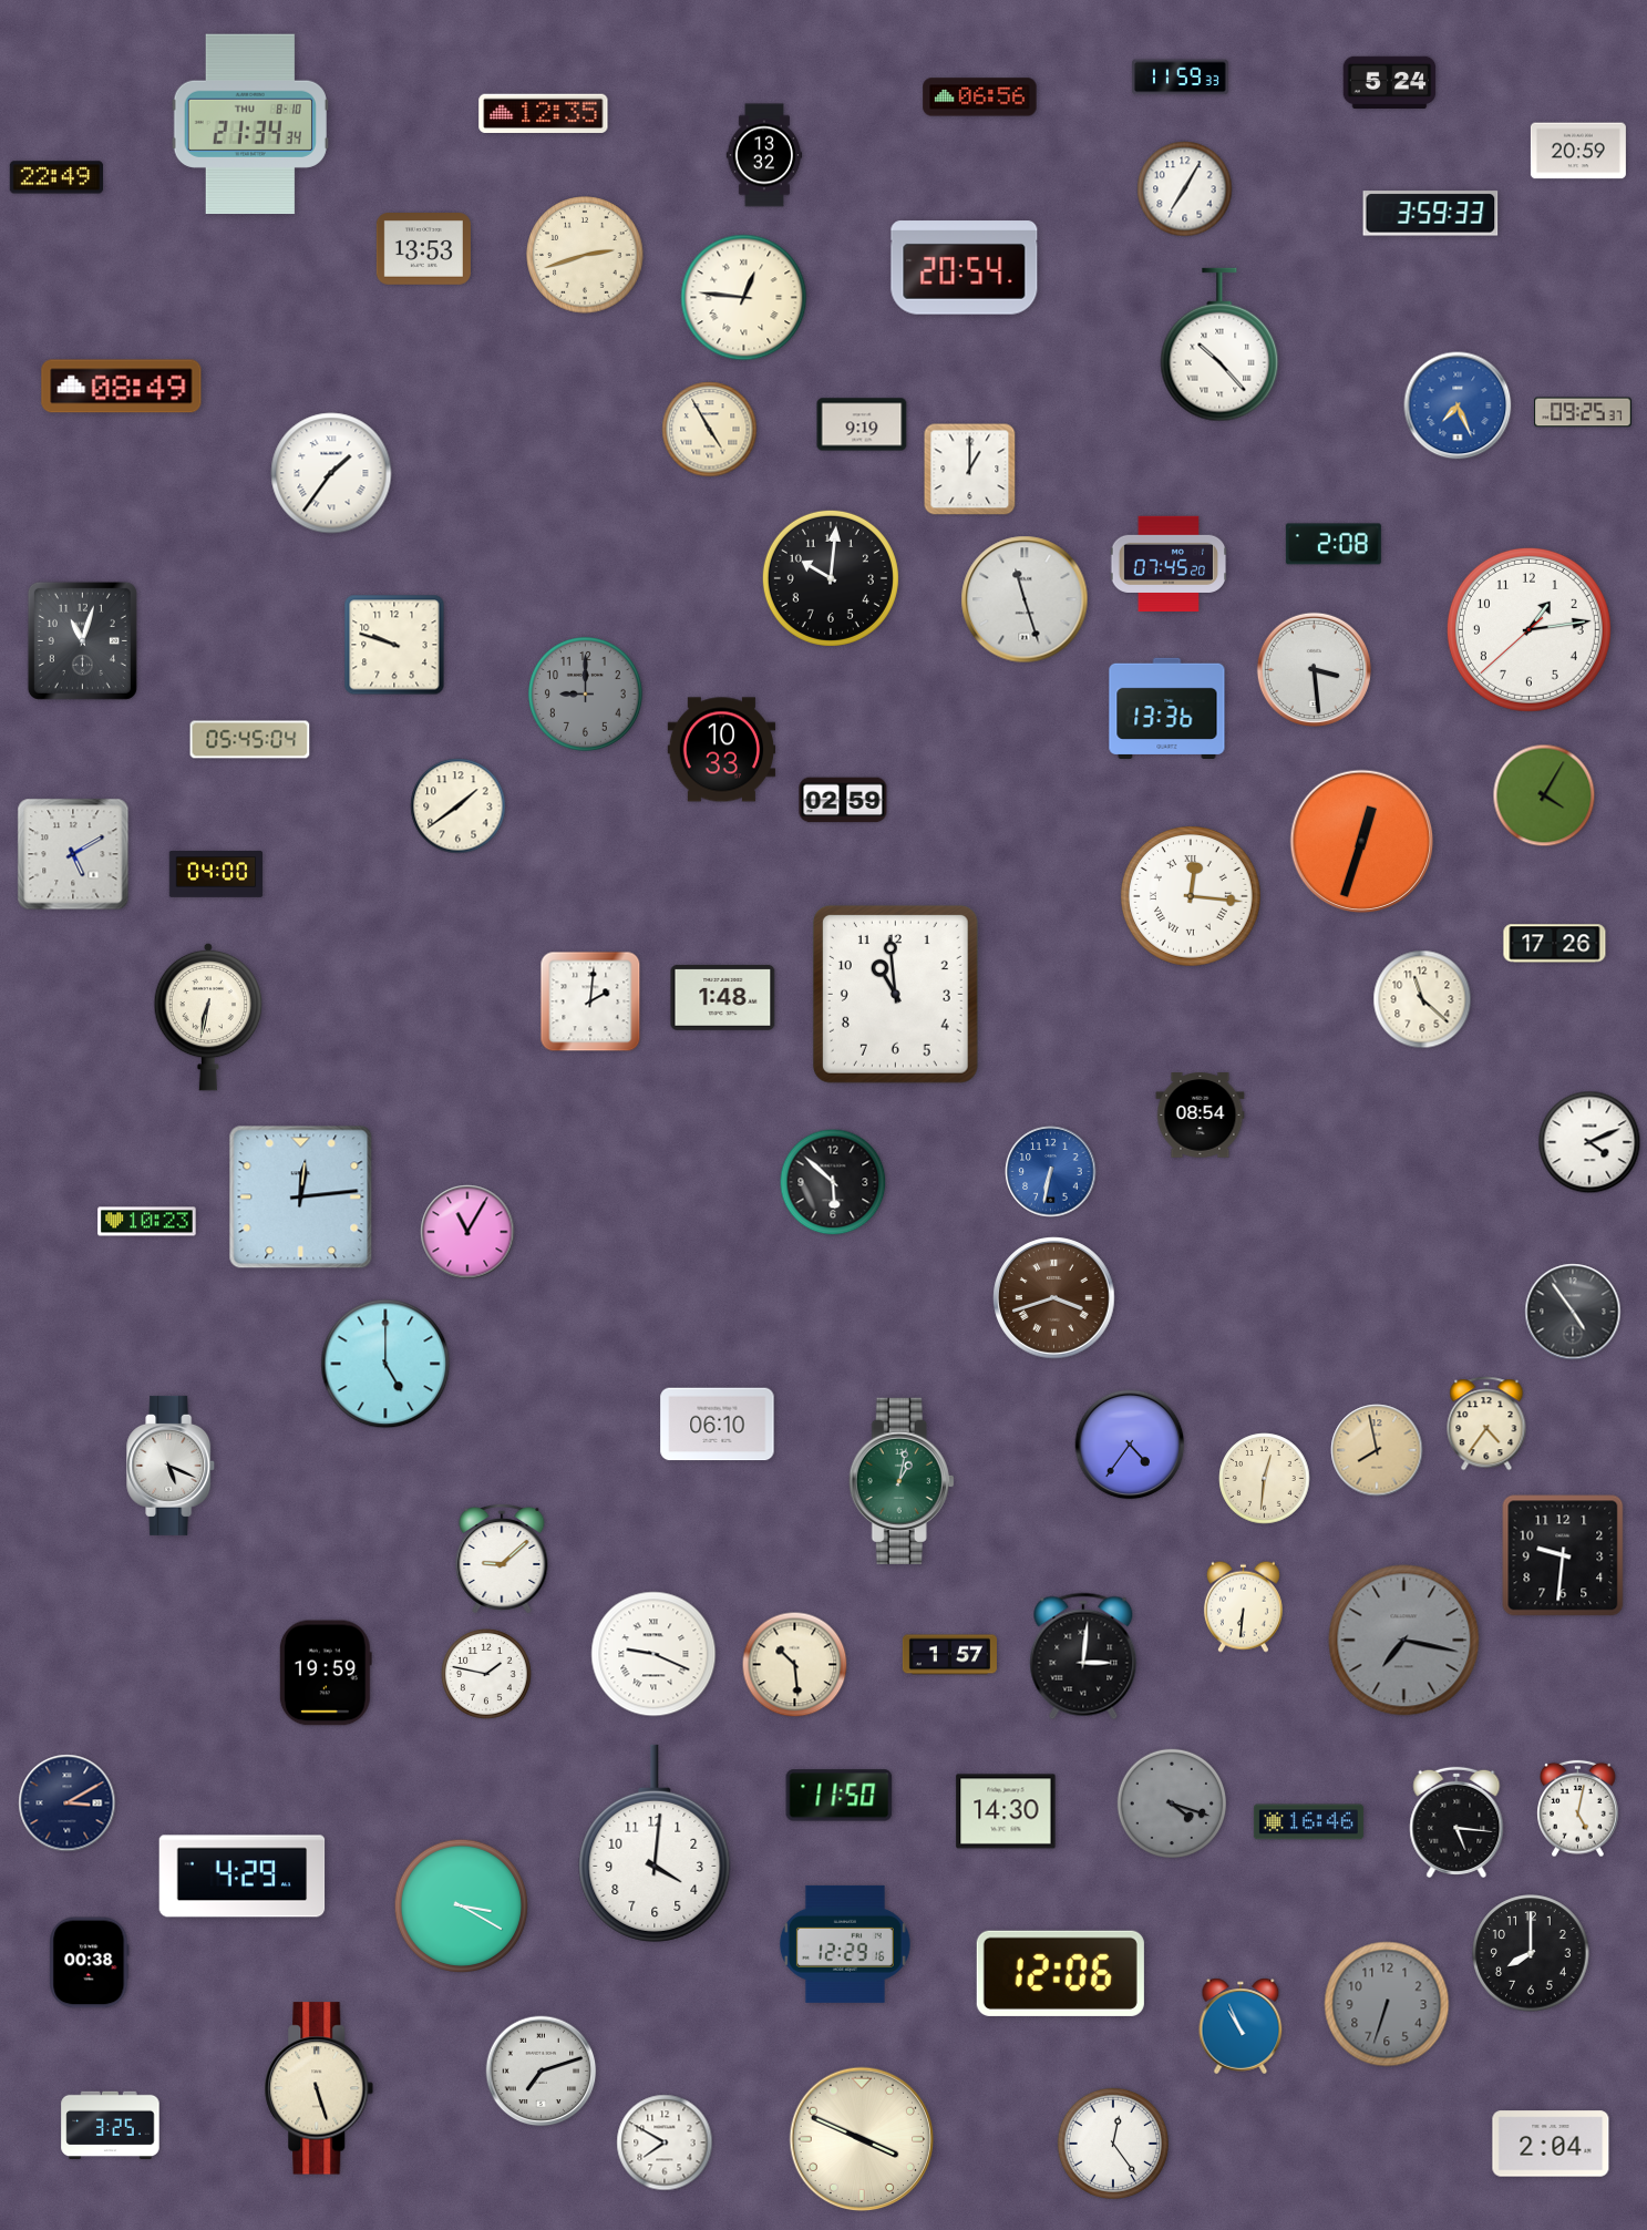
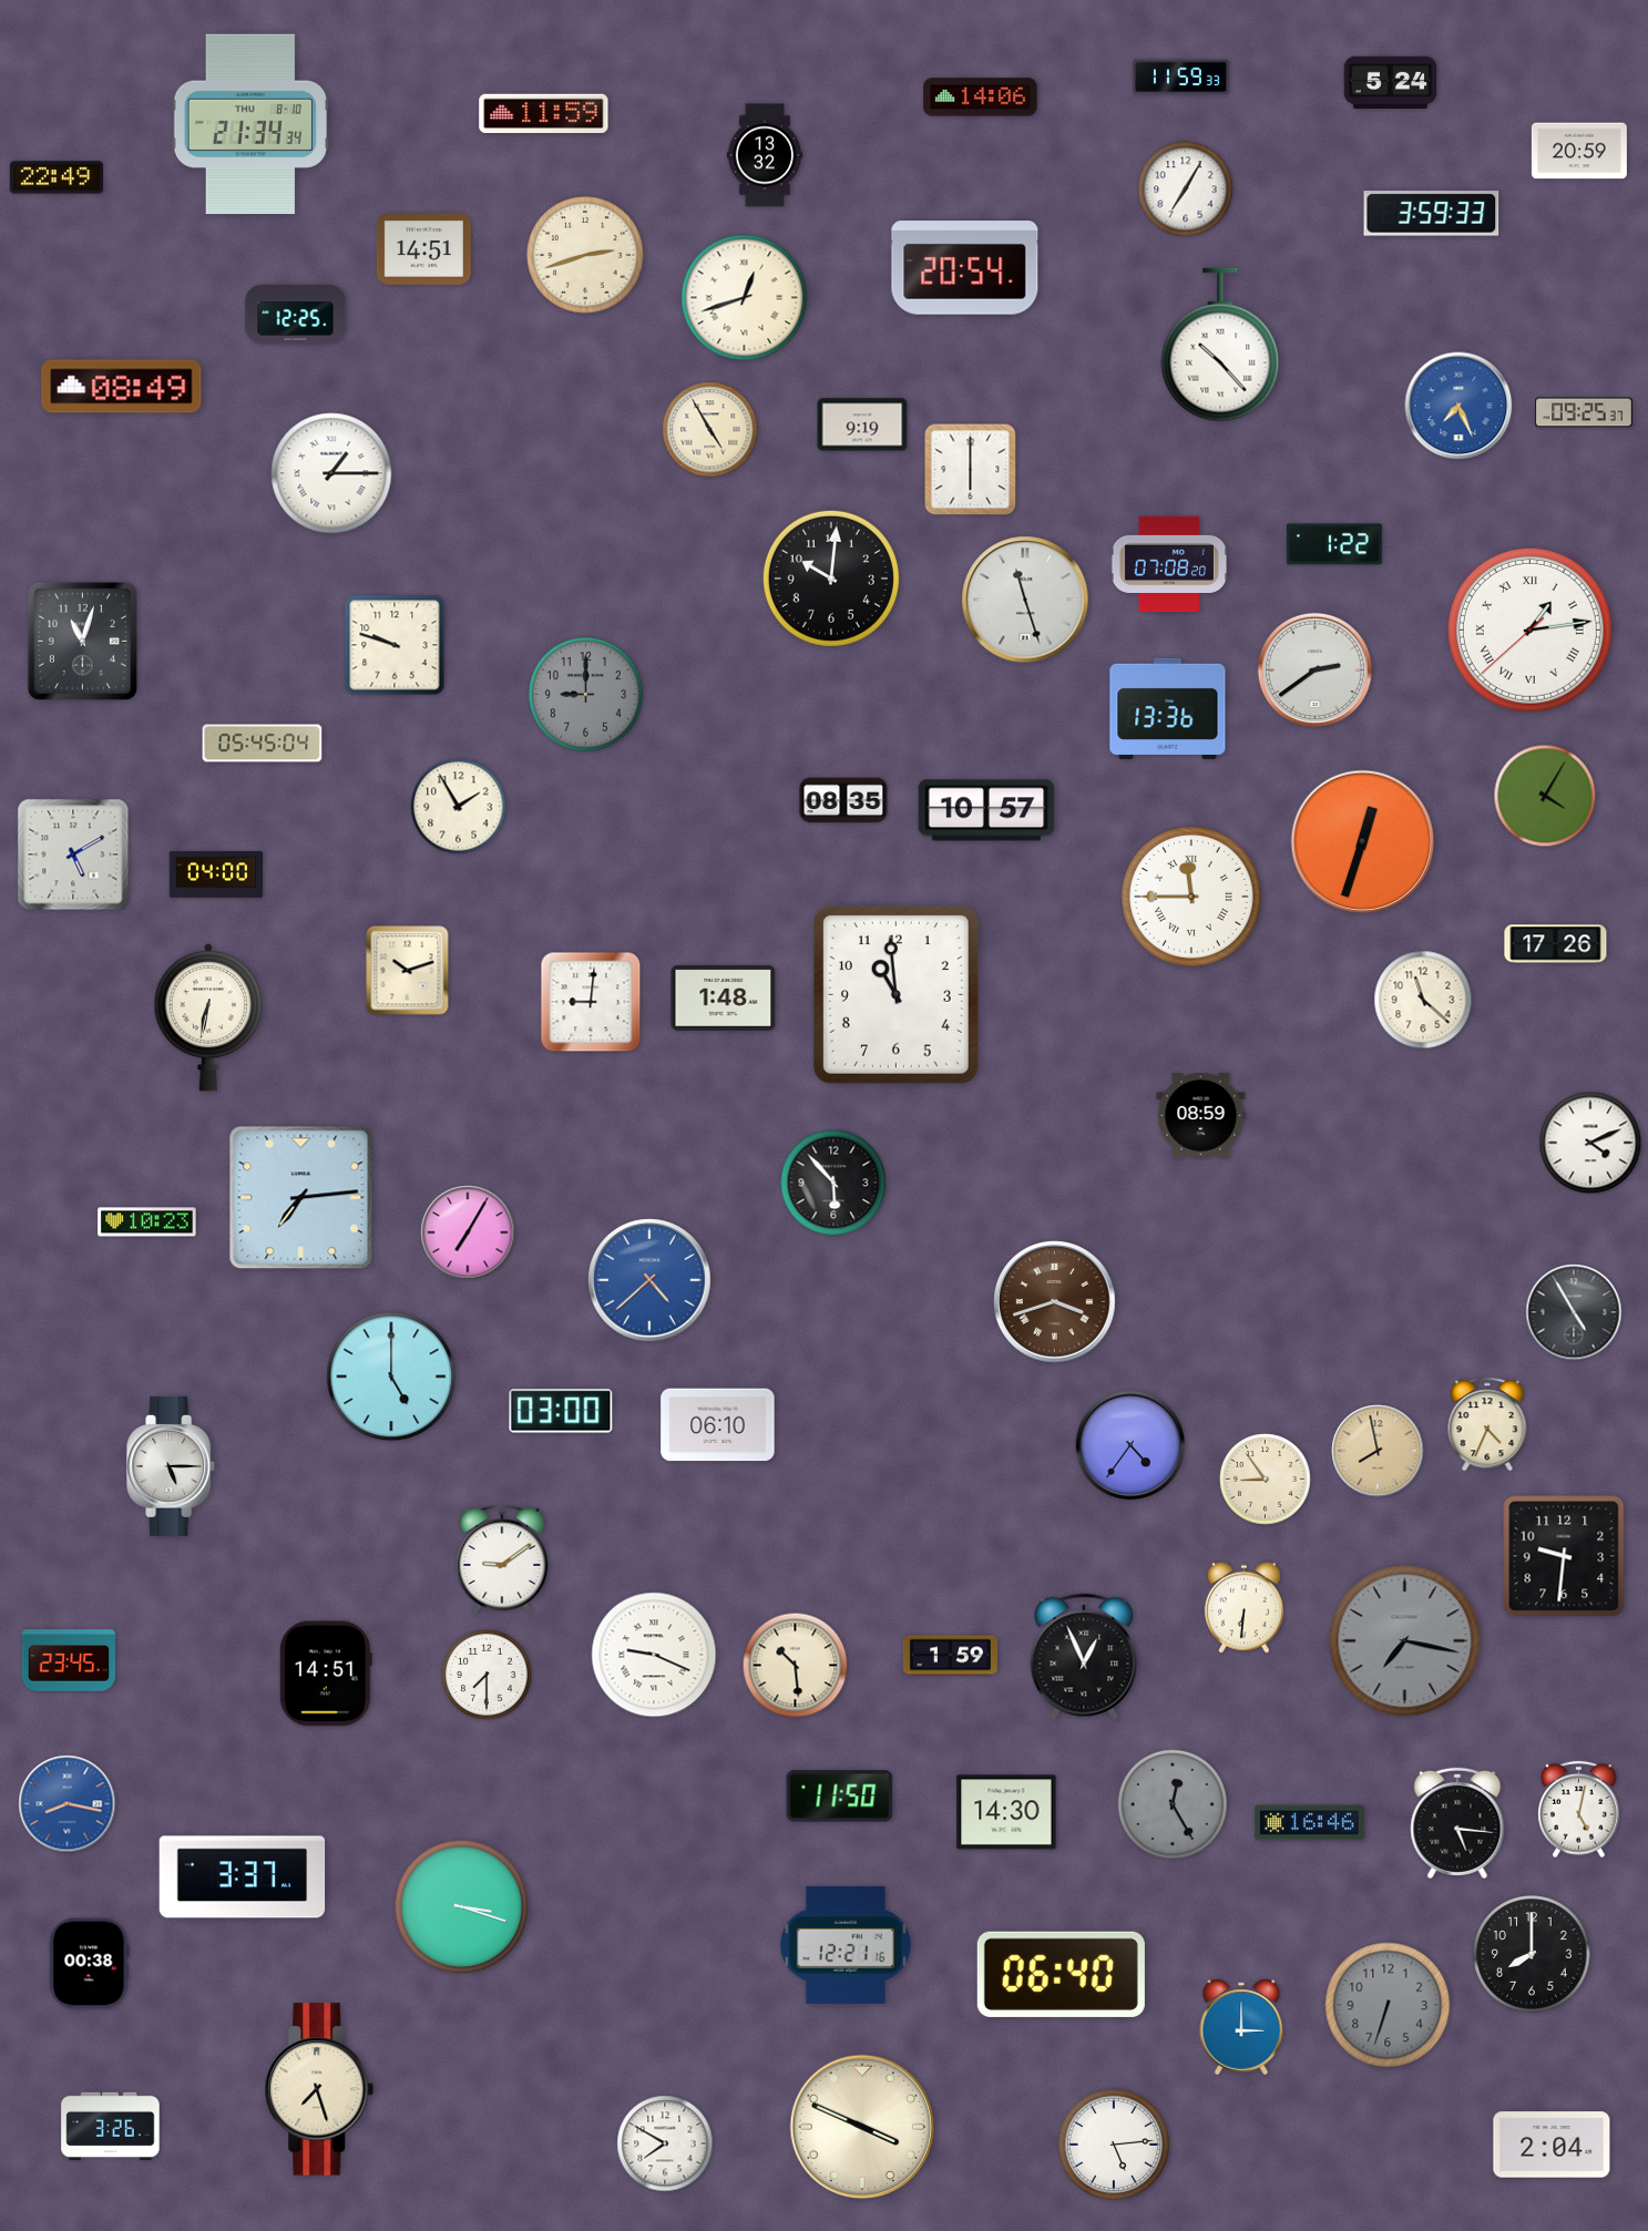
clock at (980, 97): 06:56 -> 14:06
clock at (544, 114): 12:35 -> 11:59
clock at (423, 249): 13:53 -> 14:51
clock at (744, 298): 12:46 -> 12:42
clock at (296, 315): none -> 12:25
clock at (970, 470): 1:00 -> 6:00
clock at (331, 473): 1:36 -> 1:15
clock at (1334, 544): 2:08 -> 1:22
clock at (1169, 564): 07:45 -> 07:08
clock at (1528, 629) numerals: Arabic -> Roman
clock at (1314, 669): 3:29 -> 2:39
clock at (250, 740) position: (250, 740) -> (263, 744)
clock at (722, 750): 10:33 -> none
clock at (843, 800): 02:59 -> 08:35
clock at (459, 806): 1:39 -> 1:55
clock at (986, 810): none -> 10:57
clock at (1192, 897): 12:16 -> 11:45
clock at (408, 971): none -> 10:12
clock at (590, 1001): 2:01 -> 9:01
clock at (1201, 1116): 08:54 -> 08:59
clock at (1051, 1172): 6:32 -> none
clock at (833, 1182): 5:52 -> 5:53
clock at (301, 1198): 12:14 -> 7:14
clock at (467, 1232): 11:05 -> 7:05
clock at (649, 1280): none -> 4:38
clock at (1054, 1298) position: (1054, 1298) -> (1055, 1302)
clock at (1573, 1312): 4:54 -> 4:55
clock at (385, 1364) position: (385, 1364) -> (391, 1377)
clock at (561, 1411): none -> 03:00
clock at (1486, 1424): 4:36 -> 4:34
clock at (172, 1466): 5:19 -> 5:15
clock at (1265, 1479): 12:31 -> 8:54
clock at (902, 1481): 1:02 -> none
clock at (502, 1559): 9:08 -> 9:09
clock at (949, 1655): 1:57 -> 1:59
clock at (1083, 1656): 3:01 -> 12:56
clock at (69, 1660): none -> 23:45
clock at (326, 1673): 19:59 -> 14:51
clock at (486, 1674): 1:47 -> 7:30
clock at (1171, 1802): 4:18 -> 12:25
clock at (68, 1803): 3:10 -> 8:17
clock at (68, 1803) dial: navy -> blue
clock at (655, 1843): 4:01 -> none
clock at (243, 1877): 4:29 -> 3:37
clock at (462, 1907): 3:20 -> 3:18
clock at (845, 1944): 12:29 -> 12:21
clock at (1060, 1973): 12:06 -> 06:40
clock at (1241, 2026): 10:56 -> 3:00
clock at (542, 2072): 7:12 -> none
clock at (319, 2088): 5:27 -> 7:27
clock at (111, 2126): 3:25 -> 3:26
clock at (862, 2139) position: (862, 2139) -> (862, 2127)
clock at (1113, 2144): 12:24 -> 5:14
